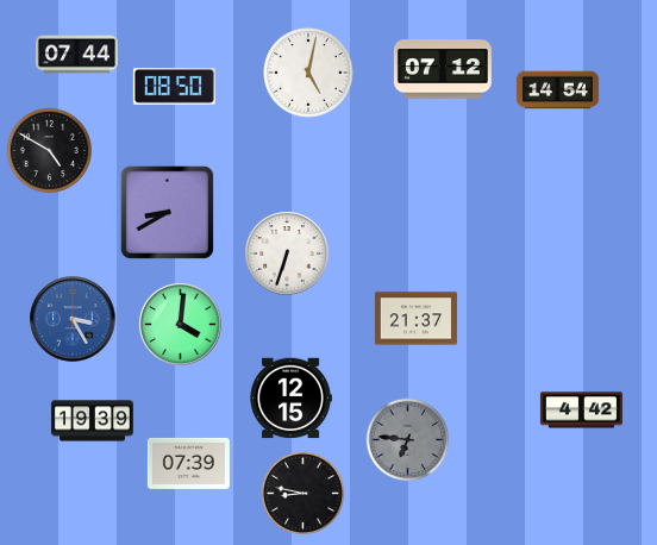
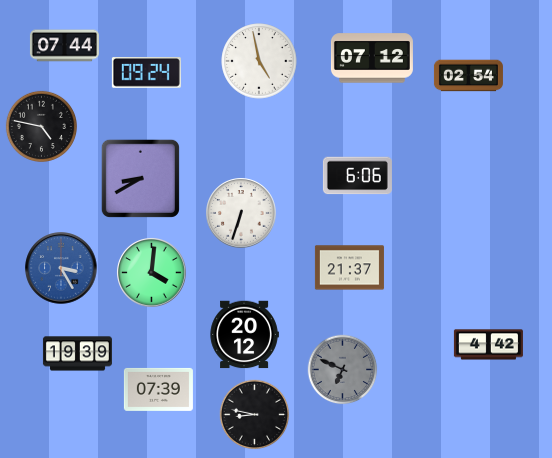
clock at (308, 73): 5:02 -> 4:58
clock at (174, 87): 08:50 -> 09:24
clock at (557, 90): 14:54 -> 02:54
clock at (49, 150): 4:50 -> 4:47
clock at (357, 176): none -> 6:06
clock at (290, 399): 12:15 -> 20:12
clock at (408, 440): 6:46 -> 6:49
